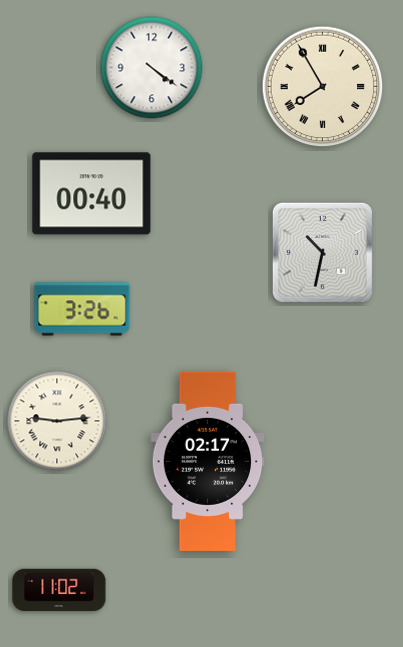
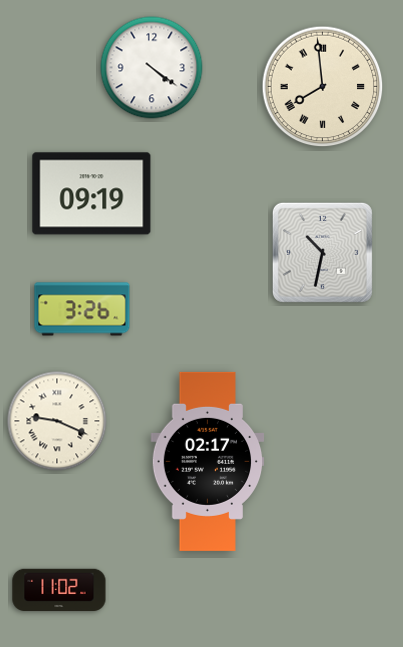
clock at (323, 87): 7:55 -> 7:59
clock at (92, 194): 00:40 -> 09:19
clock at (57, 421): 9:14 -> 9:19
